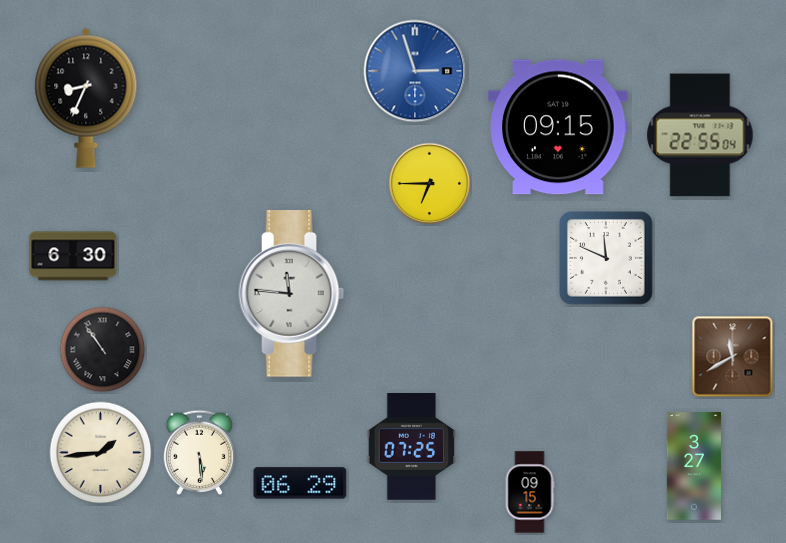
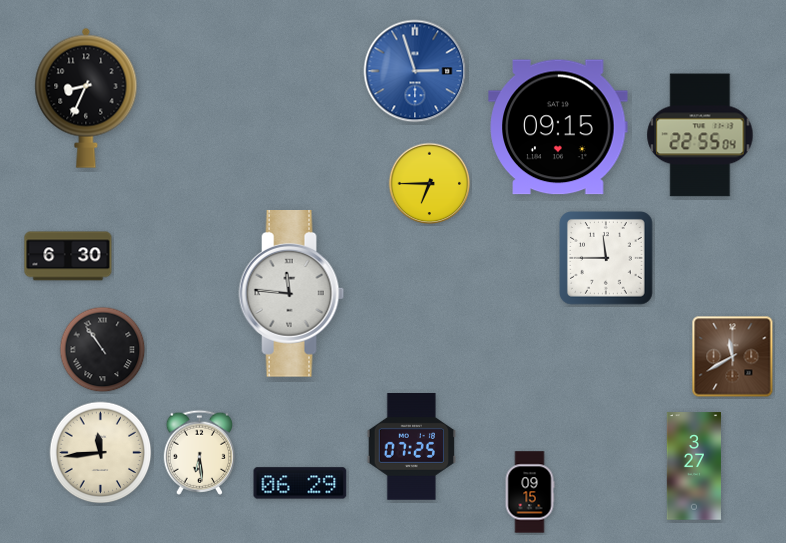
clock at (73, 256) position: (73, 256) -> (68, 256)
clock at (607, 259): 11:49 -> 11:45
clock at (199, 452): 5:29 -> 6:29
clock at (101, 453): 1:44 -> 11:44
